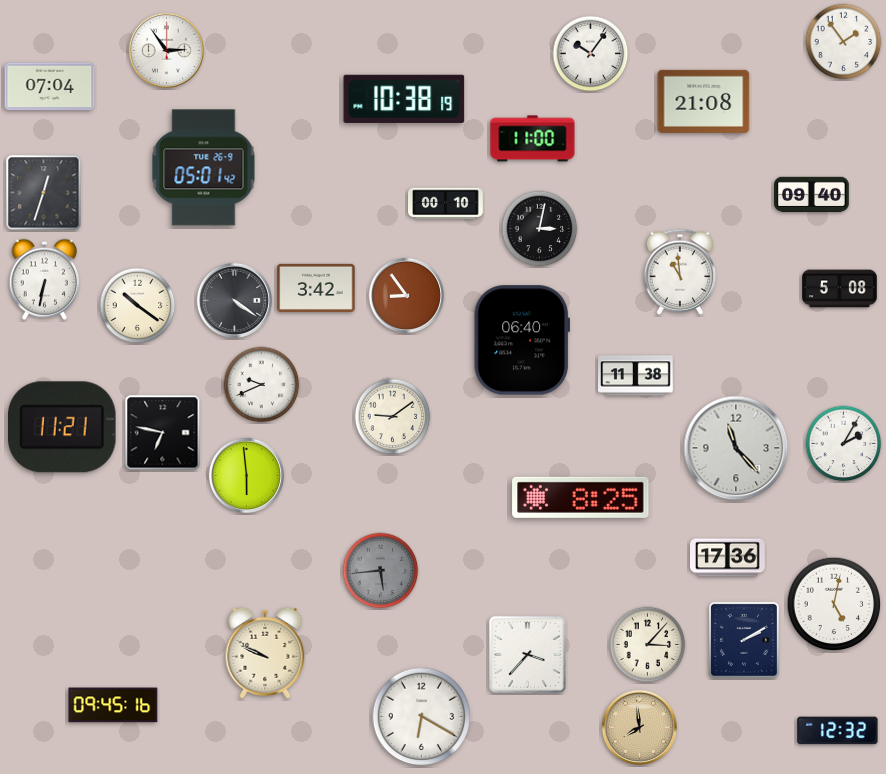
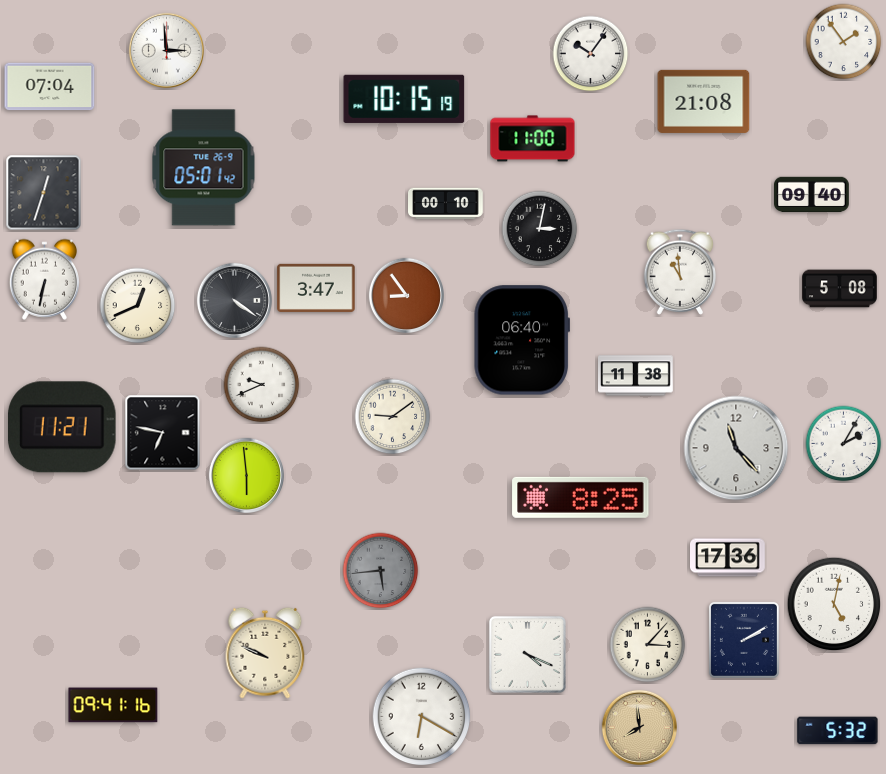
clock at (166, 50): 2:54 -> 2:59
clock at (404, 99): 10:38 -> 10:15
clock at (316, 288): 3:42 -> 3:47
clock at (138, 306): 10:21 -> 12:41
clock at (527, 654): 3:37 -> 4:19
clock at (113, 705): 09:45 -> 09:41
clock at (838, 731): 12:32 -> 5:32
